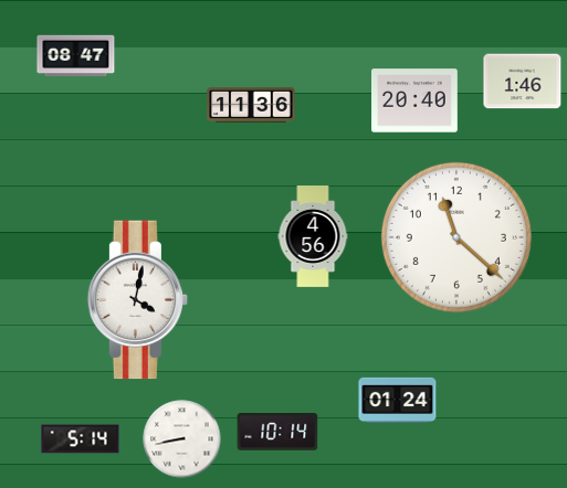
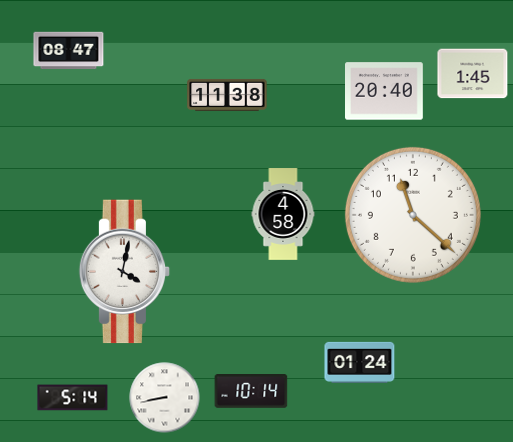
clock at (523, 82): 1:46 -> 1:45
clock at (416, 100) position: (416, 100) -> (385, 91)
clock at (251, 105): 11:36 -> 11:38
clock at (313, 236): 4:56 -> 4:58
